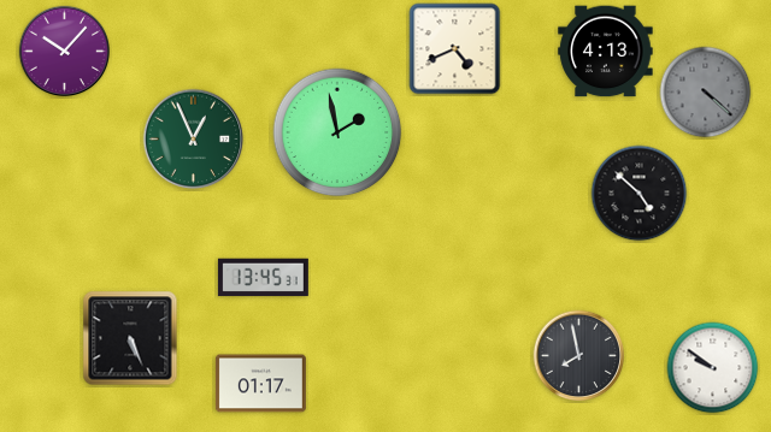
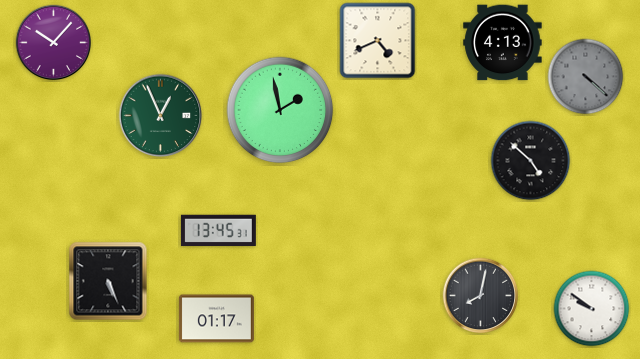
clock at (579, 356): 7:58 -> 8:02
clock at (713, 368) position: (713, 368) -> (592, 309)
